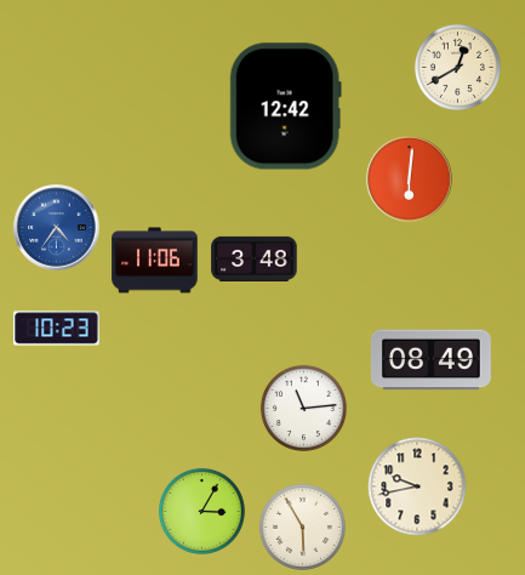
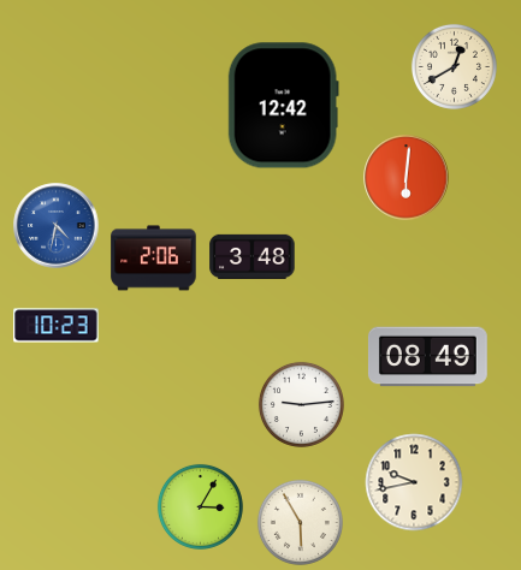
clock at (57, 228): 4:36 -> 4:32
clock at (155, 261): 11:06 -> 2:06
clock at (303, 408): 11:14 -> 9:14
